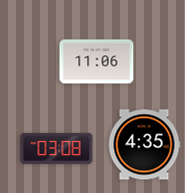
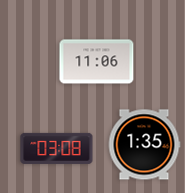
clock at (144, 145): 4:35 -> 1:35
